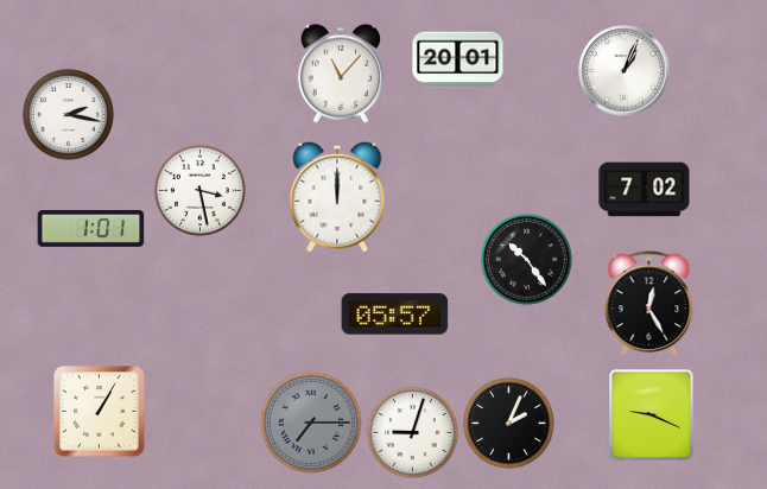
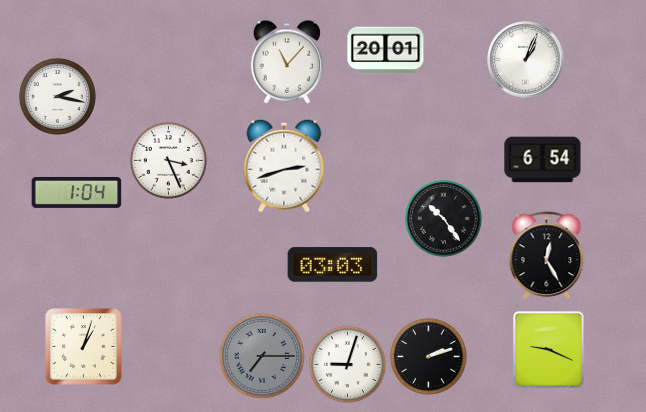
clock at (199, 190): 3:28 -> 3:26
clock at (645, 190): 7:02 -> 6:54
clock at (337, 197): 12:00 -> 2:42
clock at (91, 228): 1:01 -> 1:04
clock at (395, 315): 05:57 -> 03:03
clock at (100, 412): 1:05 -> 1:03
clock at (508, 423): 2:04 -> 2:12
